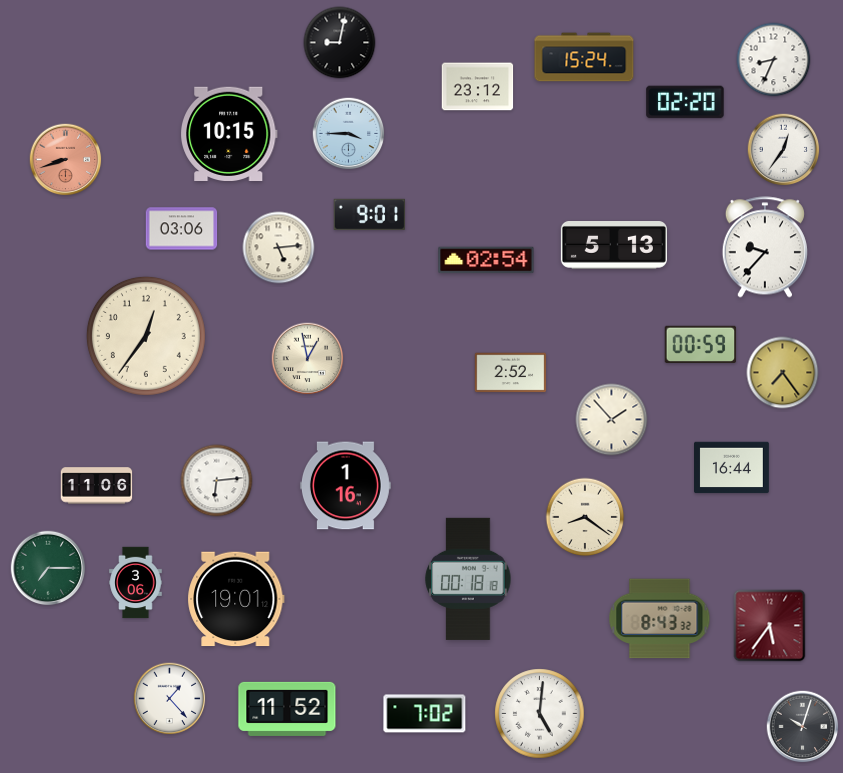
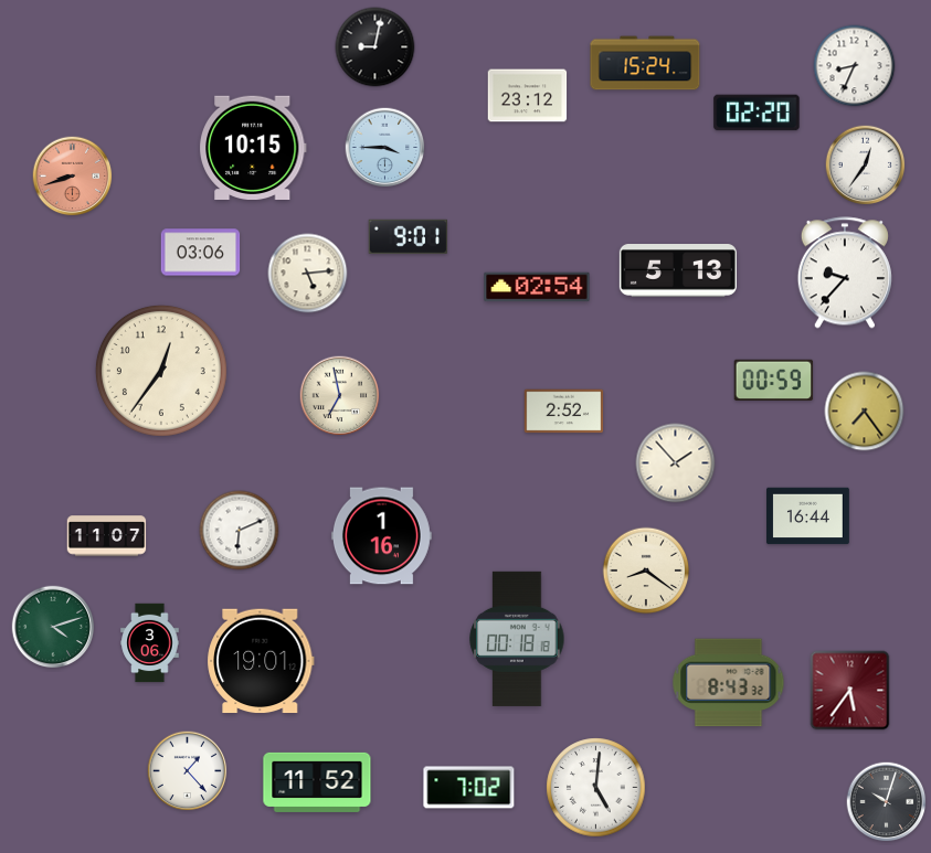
clock at (308, 359): 12:58 -> 6:58
clock at (217, 481): 6:14 -> 6:11
clock at (97, 486): 11:06 -> 11:07
clock at (48, 568): 7:15 -> 4:12
